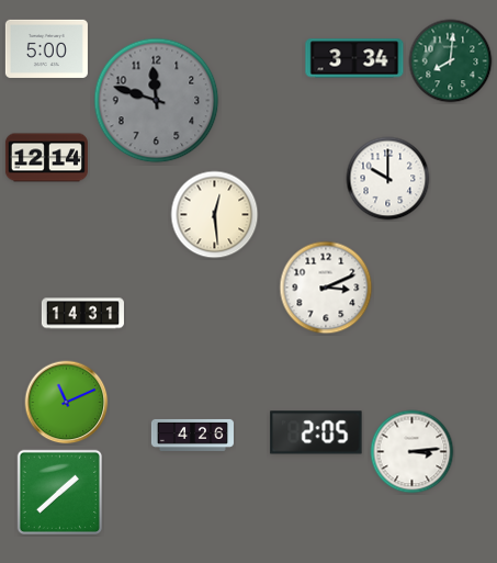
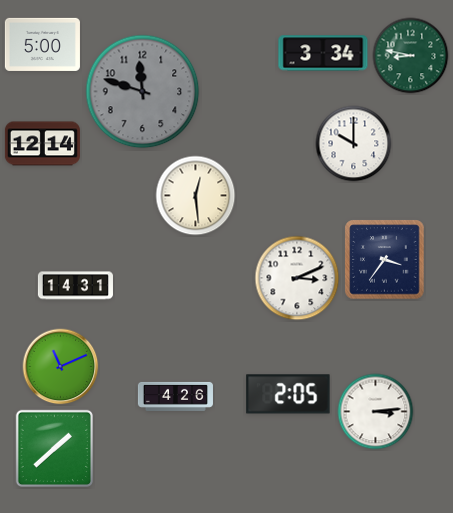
clock at (451, 61): 8:01 -> 8:47
clock at (388, 179) position: (388, 179) -> (354, 144)
clock at (385, 260): none -> 3:36
clock at (326, 288) position: (326, 288) -> (297, 278)
